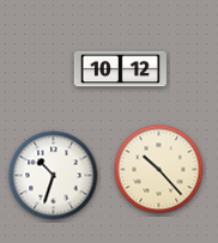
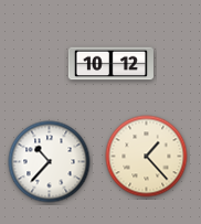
clock at (159, 170): 10:23 -> 1:23
clock at (54, 176): 10:33 -> 10:37
